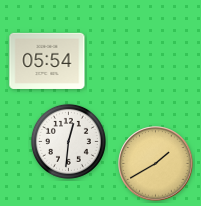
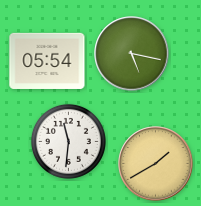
clock at (132, 54): none -> 5:17
clock at (68, 141): 12:31 -> 11:31
